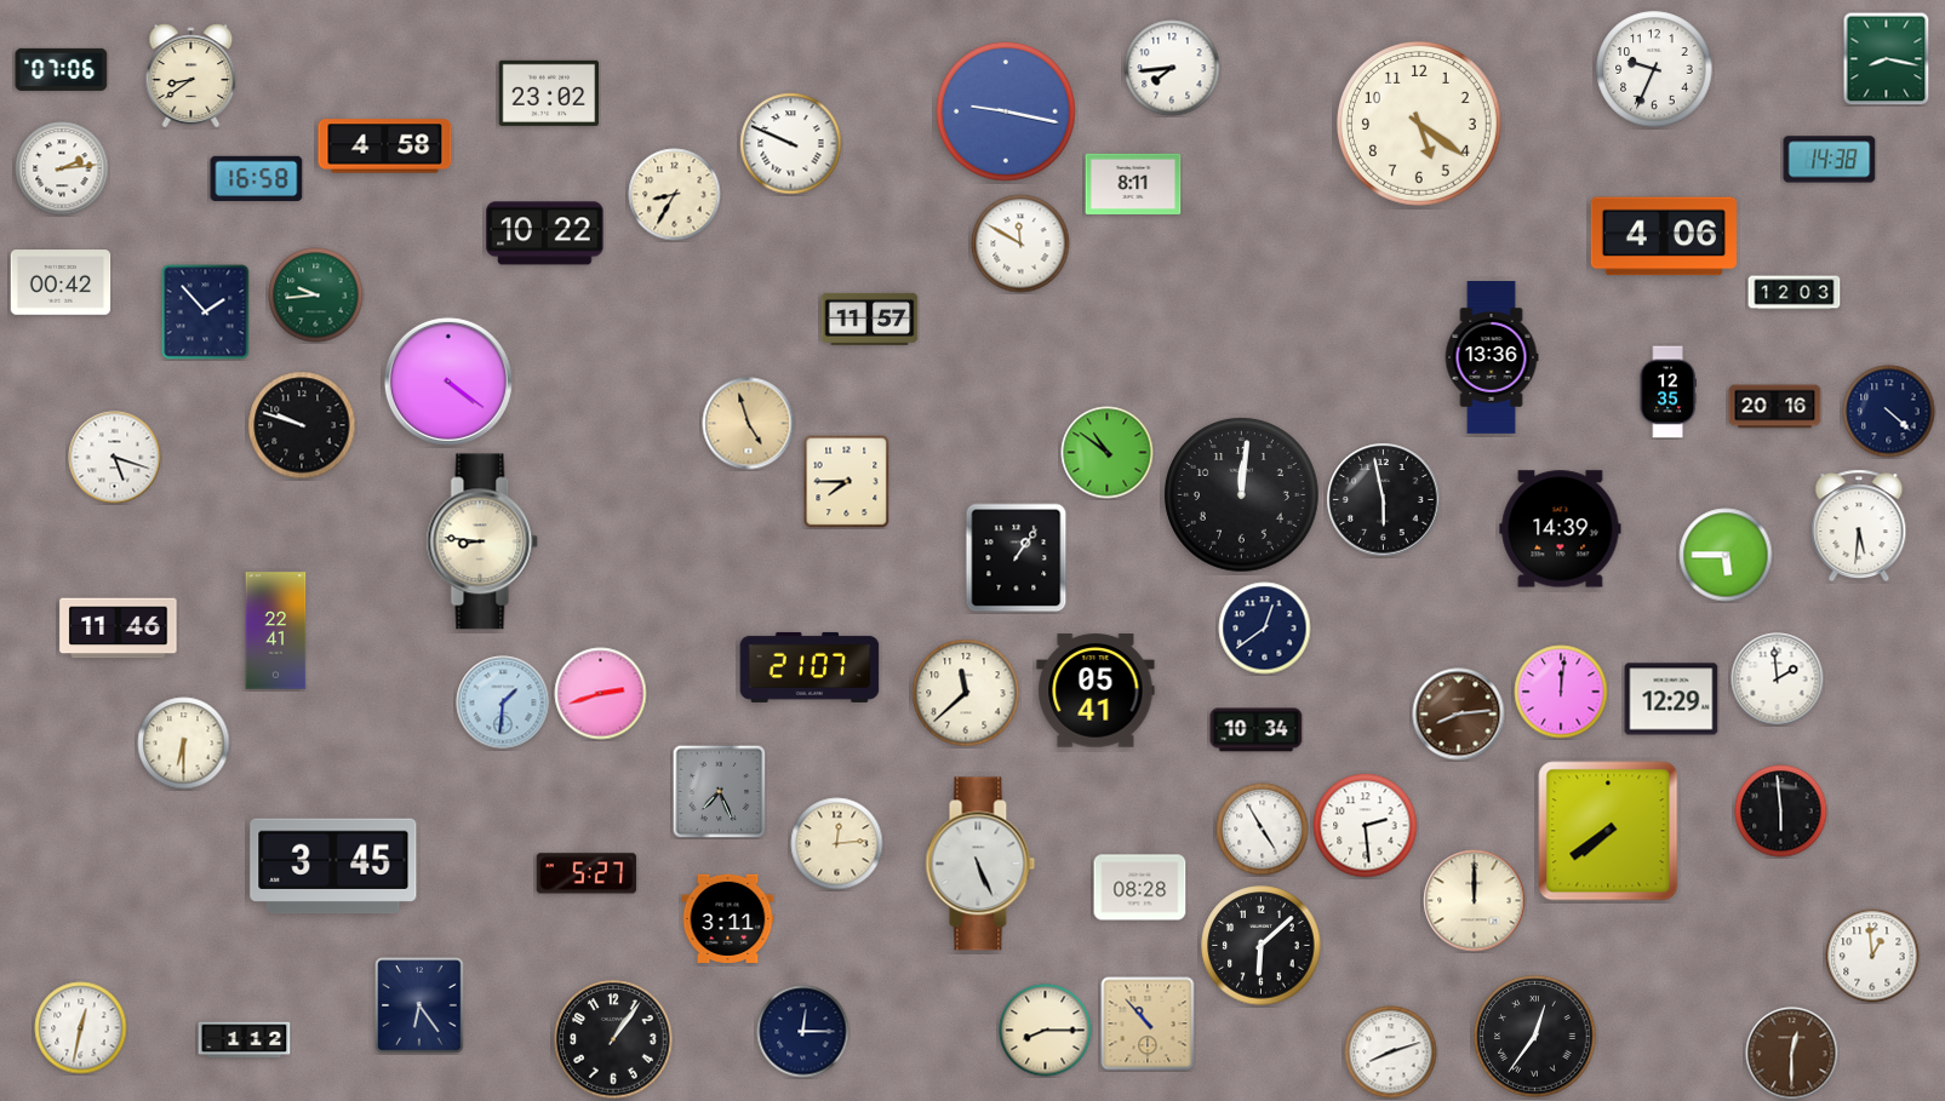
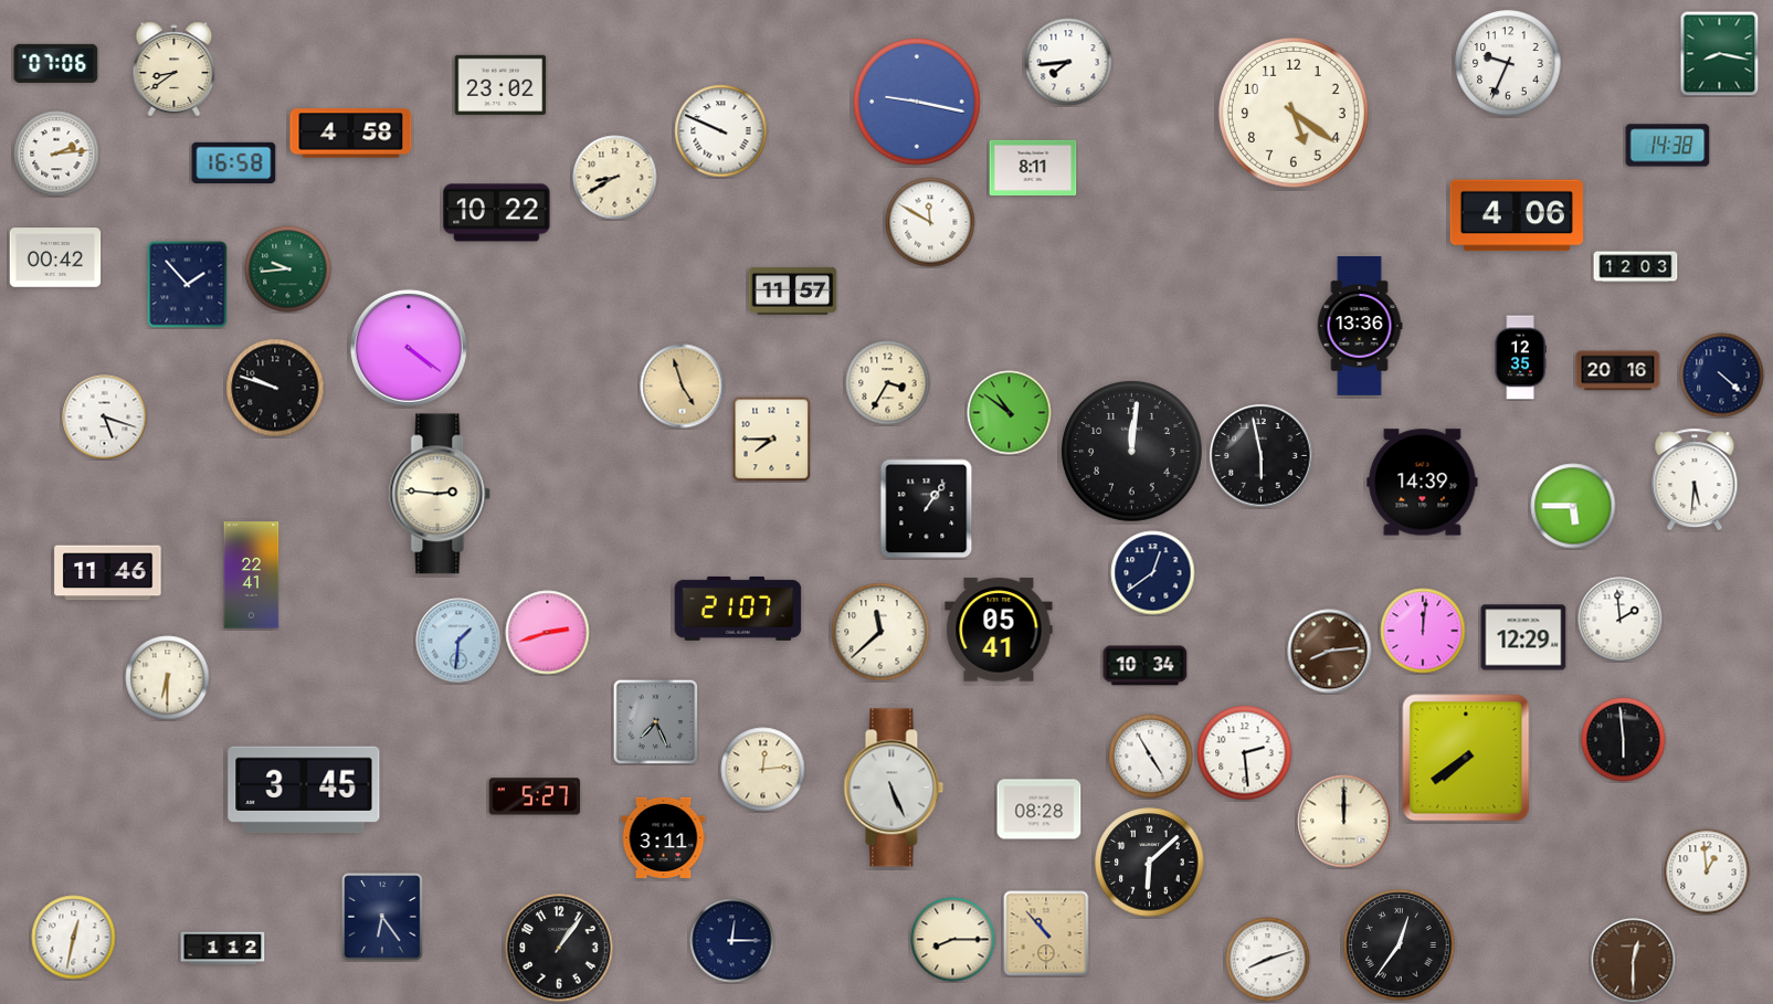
clock at (675, 195): 8:35 -> 8:40
clock at (888, 383): none -> 3:35
clock at (482, 541): 8:46 -> 2:46
